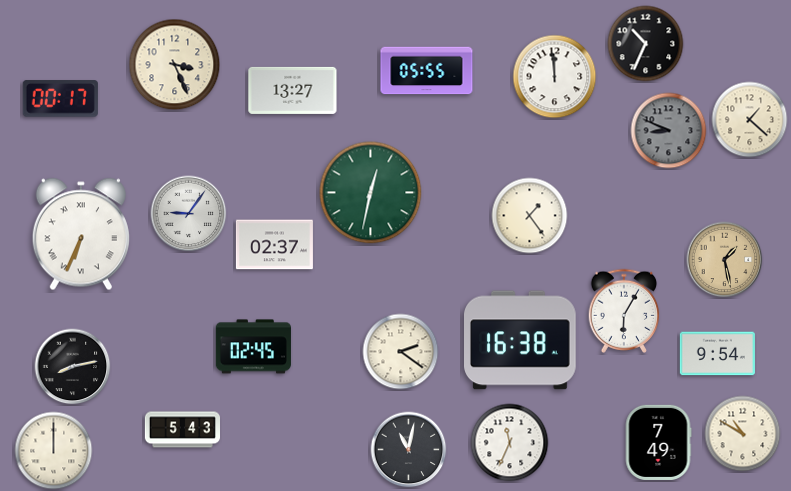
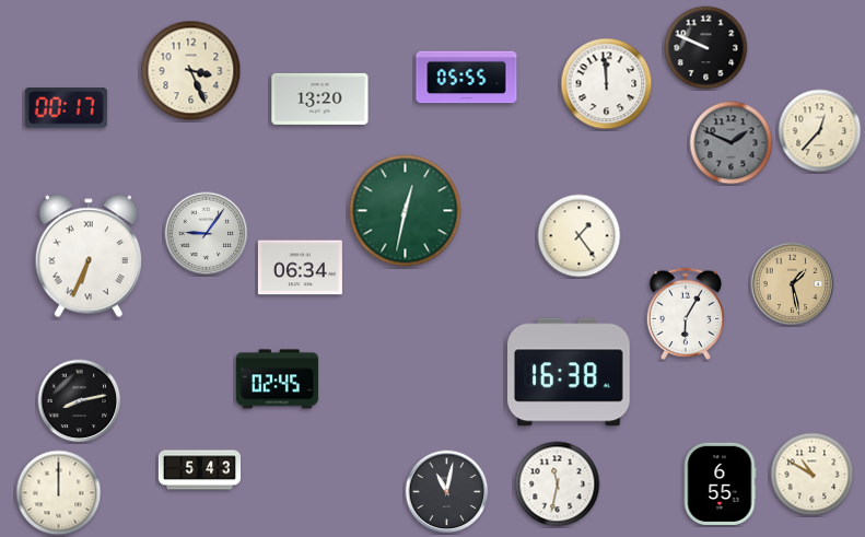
clock at (646, 44): 10:34 -> 9:49
clock at (293, 90): 13:27 -> 13:20
clock at (750, 120): 1:22 -> 12:37
clock at (669, 131): 8:49 -> 1:49
clock at (274, 245): 02:37 -> 06:34
clock at (624, 310) position: (624, 310) -> (686, 313)
clock at (401, 352): 2:21 -> none
clock at (717, 354): 9:54 -> none
clock at (658, 442): 7:49 -> 6:55
clock at (510, 443): 11:34 -> 11:32
